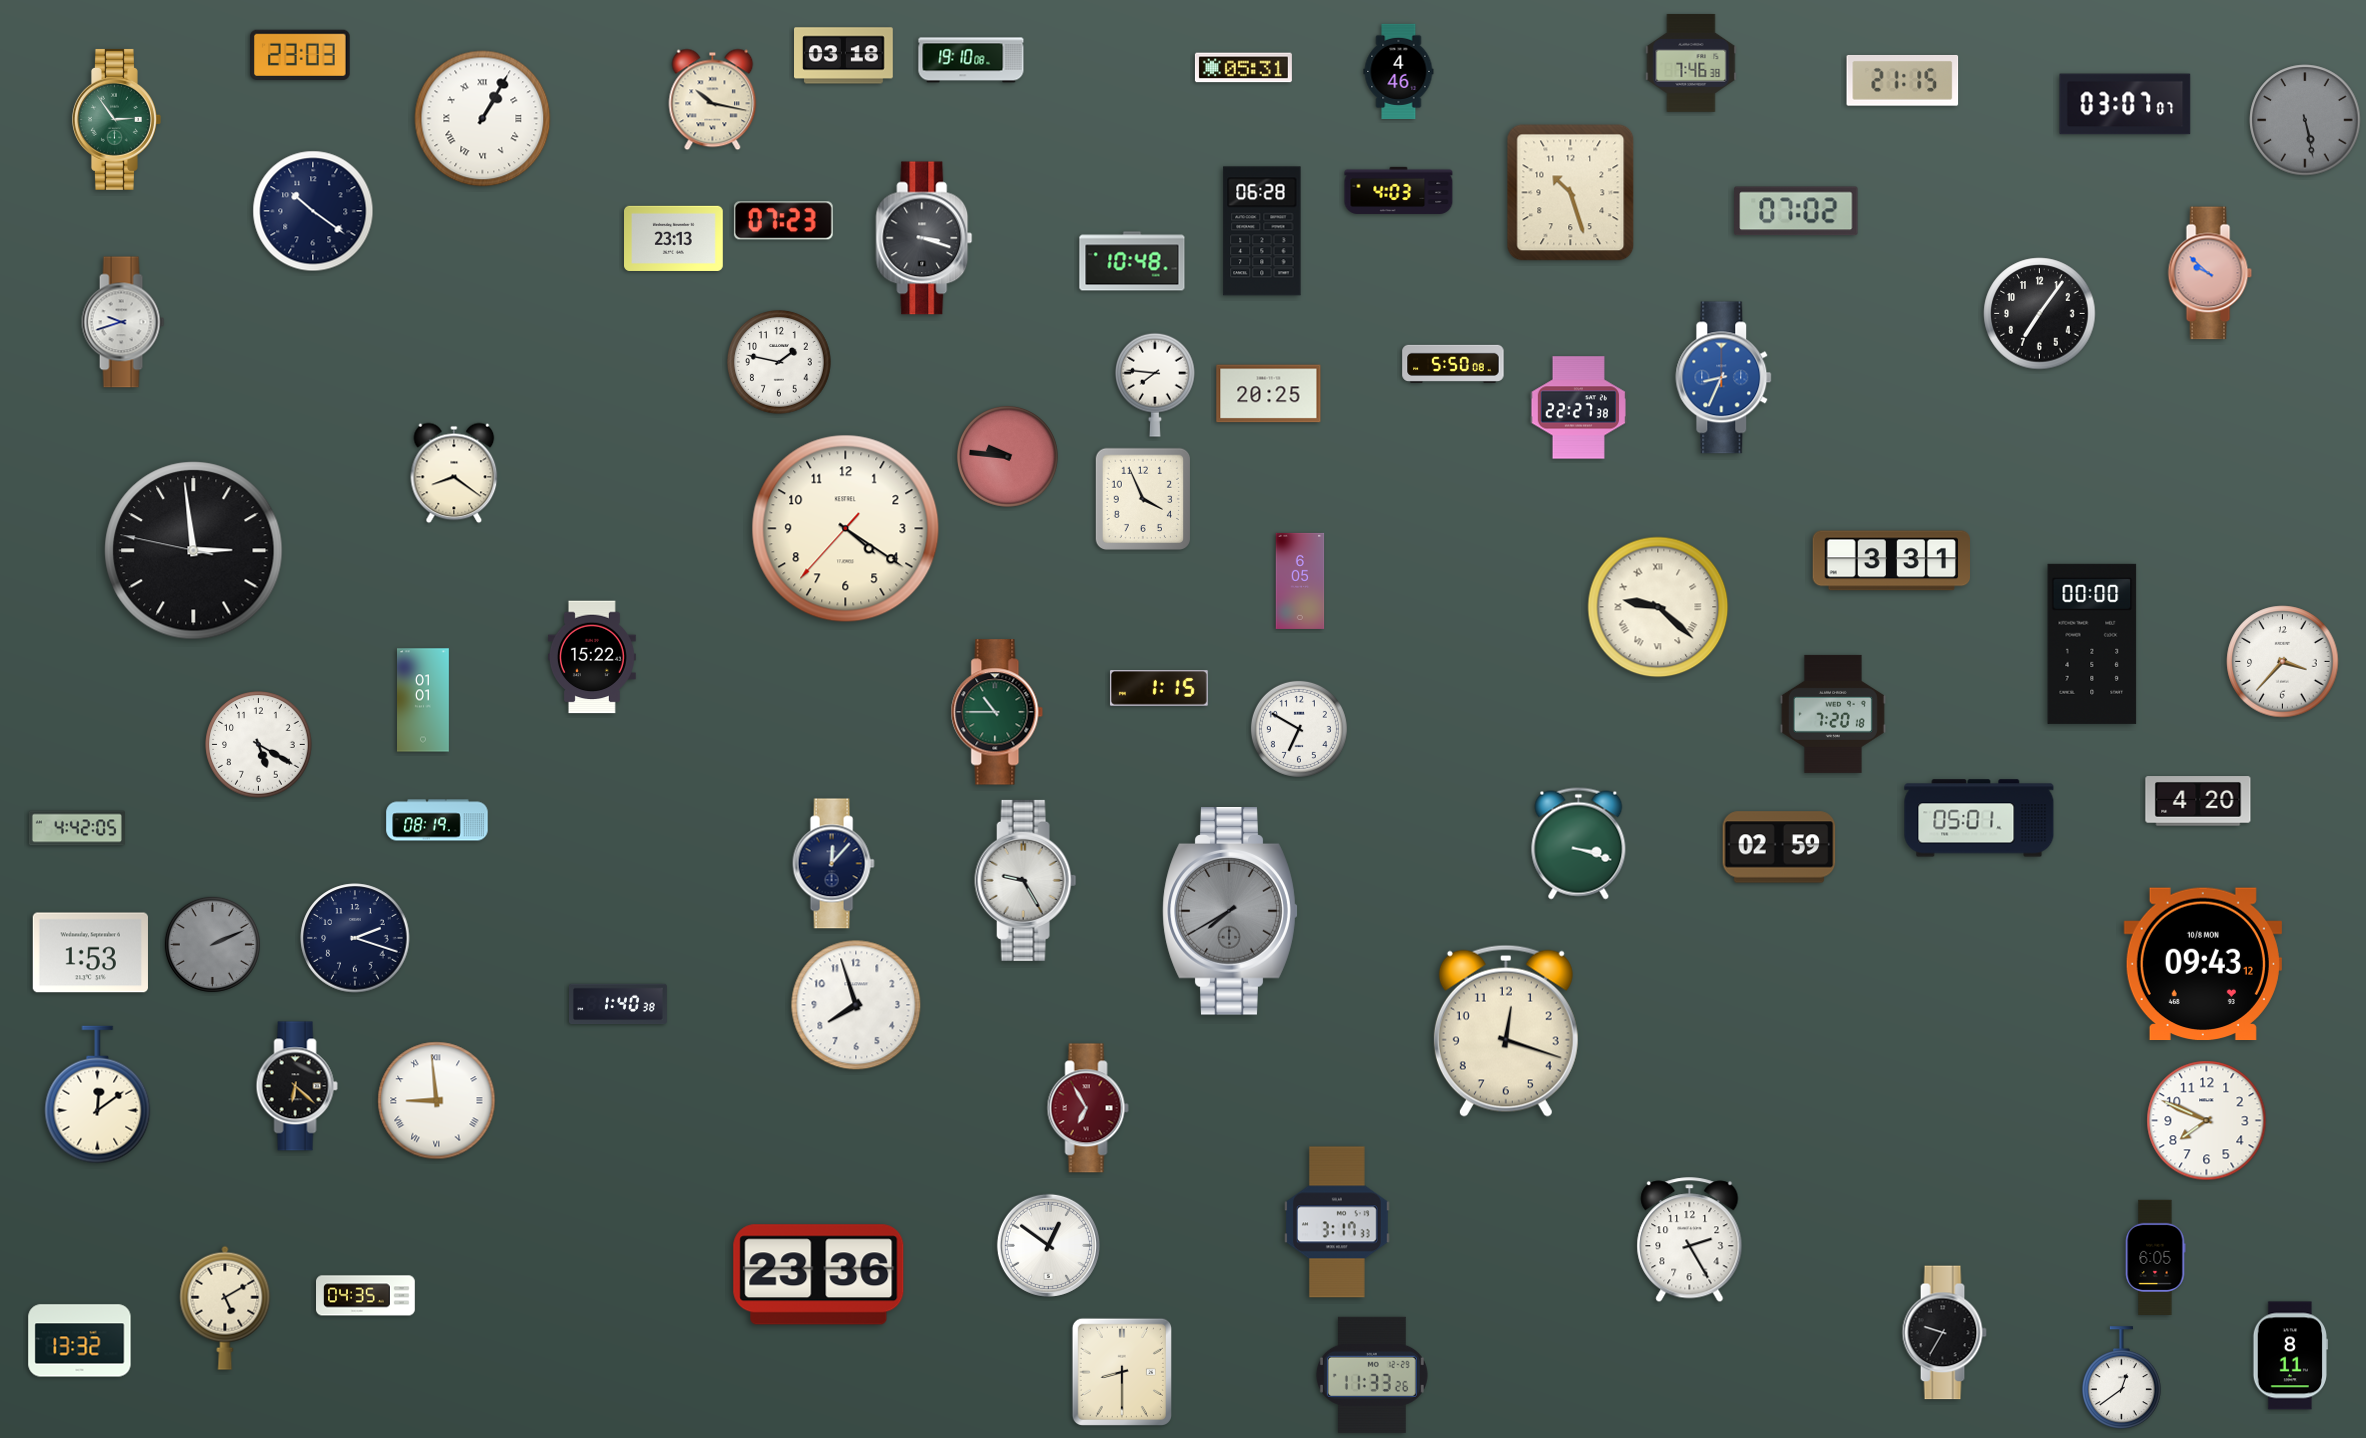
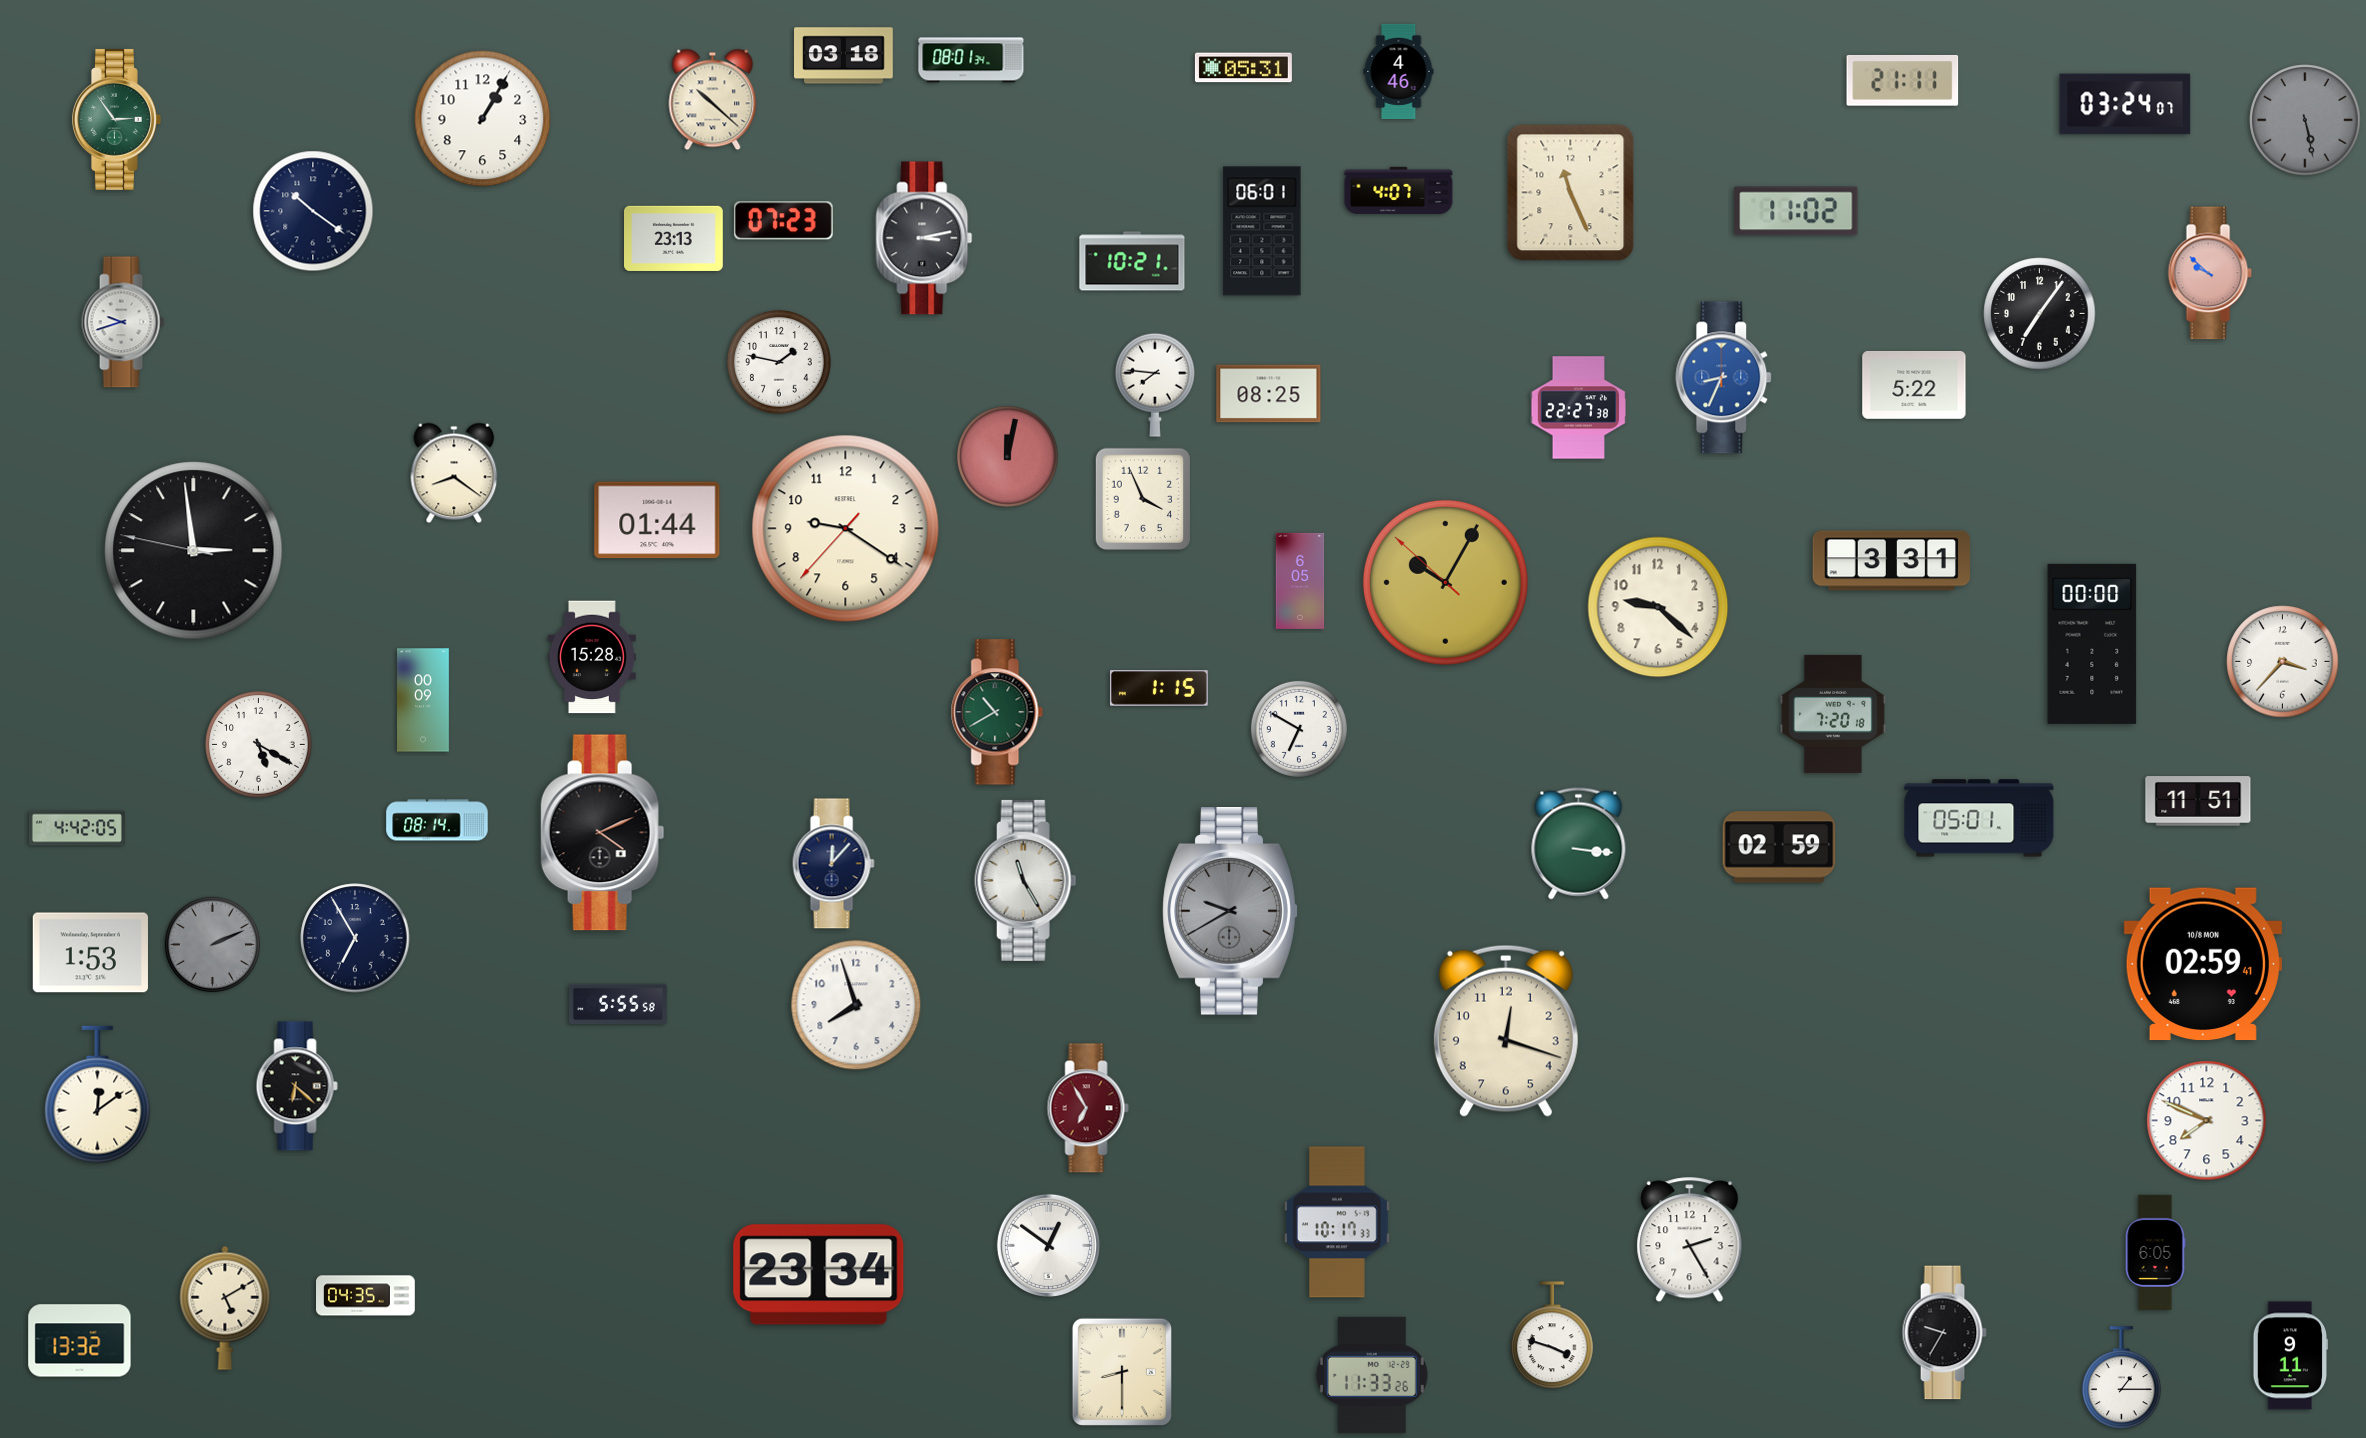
clock at (300, 54): 23:03 -> none
clock at (971, 60): 19:10 -> 08:01
clock at (1691, 63): 7:46 -> none
clock at (1903, 81): 21:15 -> 21:11
clock at (713, 100): 10:17 -> 10:22
clock at (2125, 104): 03:07 -> 03:24
clock at (483, 119) numerals: Roman -> Arabic
clock at (1399, 190): 4:03 -> 4:07
clock at (1571, 193): 10:27 -> 11:26
clock at (1796, 211): 07:02 -> 11:02
clock at (1262, 231): 06:28 -> 06:01
clock at (924, 238): 3:18 -> 3:13
clock at (1132, 261): 10:48 -> 10:21
clock at (1453, 364): 5:50 -> none
clock at (1914, 385): none -> 5:22
clock at (1269, 394): 20:25 -> 08:25
clock at (1007, 456): 9:46 -> 12:02
clock at (657, 520): none -> 01:44
clock at (846, 529): 4:20 -> 9:20
clock at (1445, 582): none -> 10:04
clock at (1658, 607) numerals: Roman -> Arabic
clock at (592, 657): 15:22 -> 15:28
clock at (424, 700): 01:01 -> 00:09
clock at (997, 712): 10:45 -> 10:40
clock at (2198, 801): 4:20 -> 11:51
clock at (437, 820): 08:19 -> 08:14
clock at (603, 833): none -> 4:11
clock at (1579, 844): 3:18 -> 3:16
clock at (1026, 880): 9:25 -> 11:25
clock at (1230, 912): 7:40 -> 9:40
clock at (355, 938): 2:18 -> 6:55
clock at (2203, 964): 09:43 -> 02:59
clock at (618, 1004): 1:40 -> 5:55
clock at (437, 1101): 8:59 -> none
clock at (1338, 1222): 3:17 -> 10:17
clock at (2155, 1258) position: (2155, 1258) -> (2155, 1253)
clock at (819, 1275): 23:36 -> 23:34
clock at (1552, 1336): none -> 3:48
clock at (2290, 1356): 8:11 -> 9:11
clock at (2121, 1377): 12:39 -> 1:15
